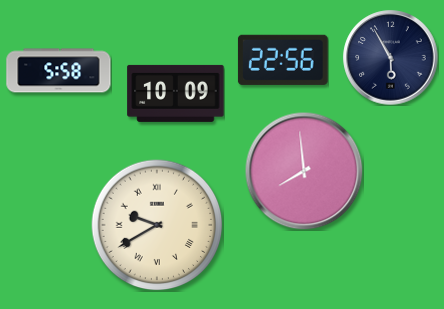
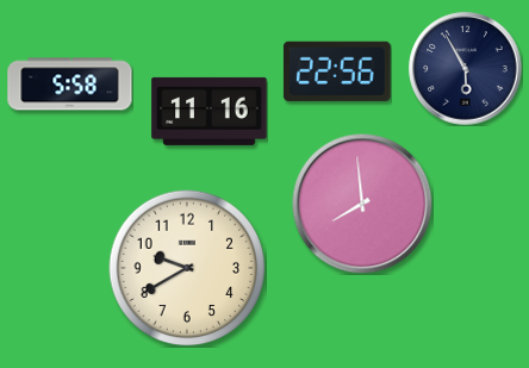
clock at (176, 93): 10:09 -> 11:16
clock at (157, 225) numerals: Roman -> Arabic
